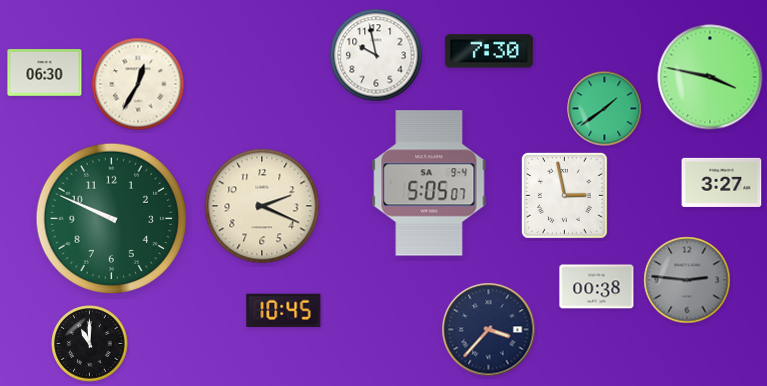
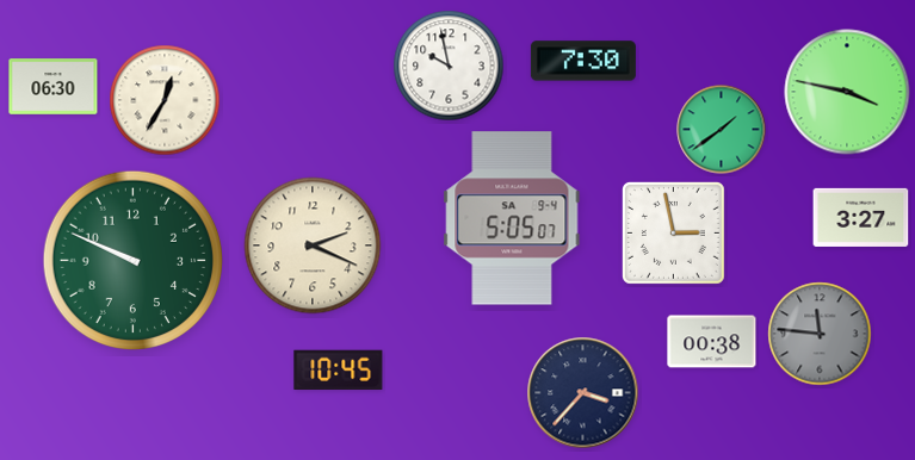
clock at (687, 280): 2:46 -> 11:46
clock at (90, 344): 11:00 -> none
